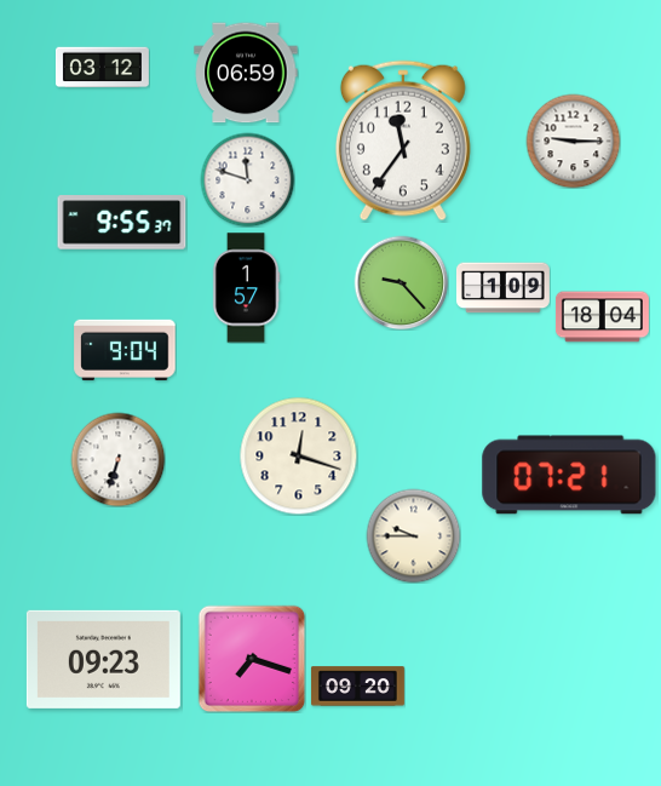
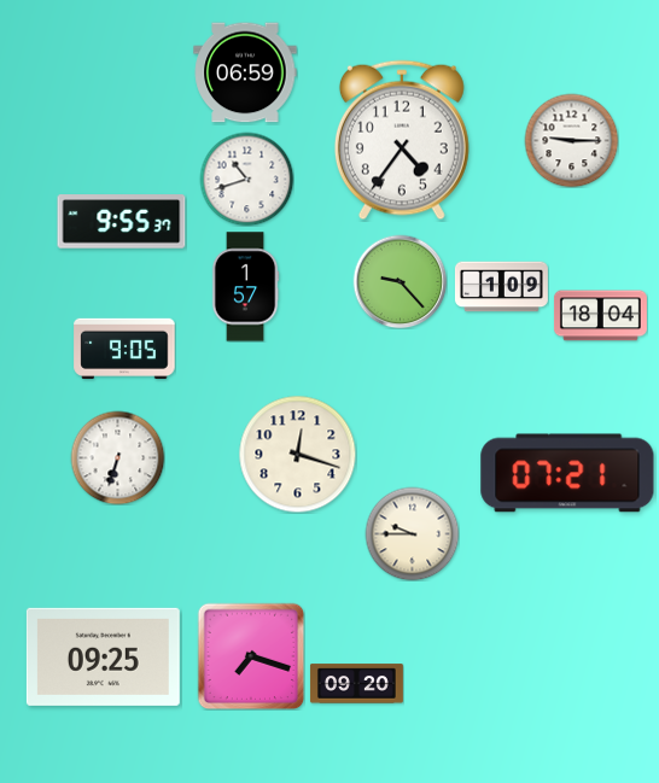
clock at (102, 68): 03:12 -> none
clock at (403, 140): 11:36 -> 4:36
clock at (247, 179): 11:48 -> 10:42
clock at (125, 350): 9:04 -> 9:05
clock at (103, 659): 09:23 -> 09:25
